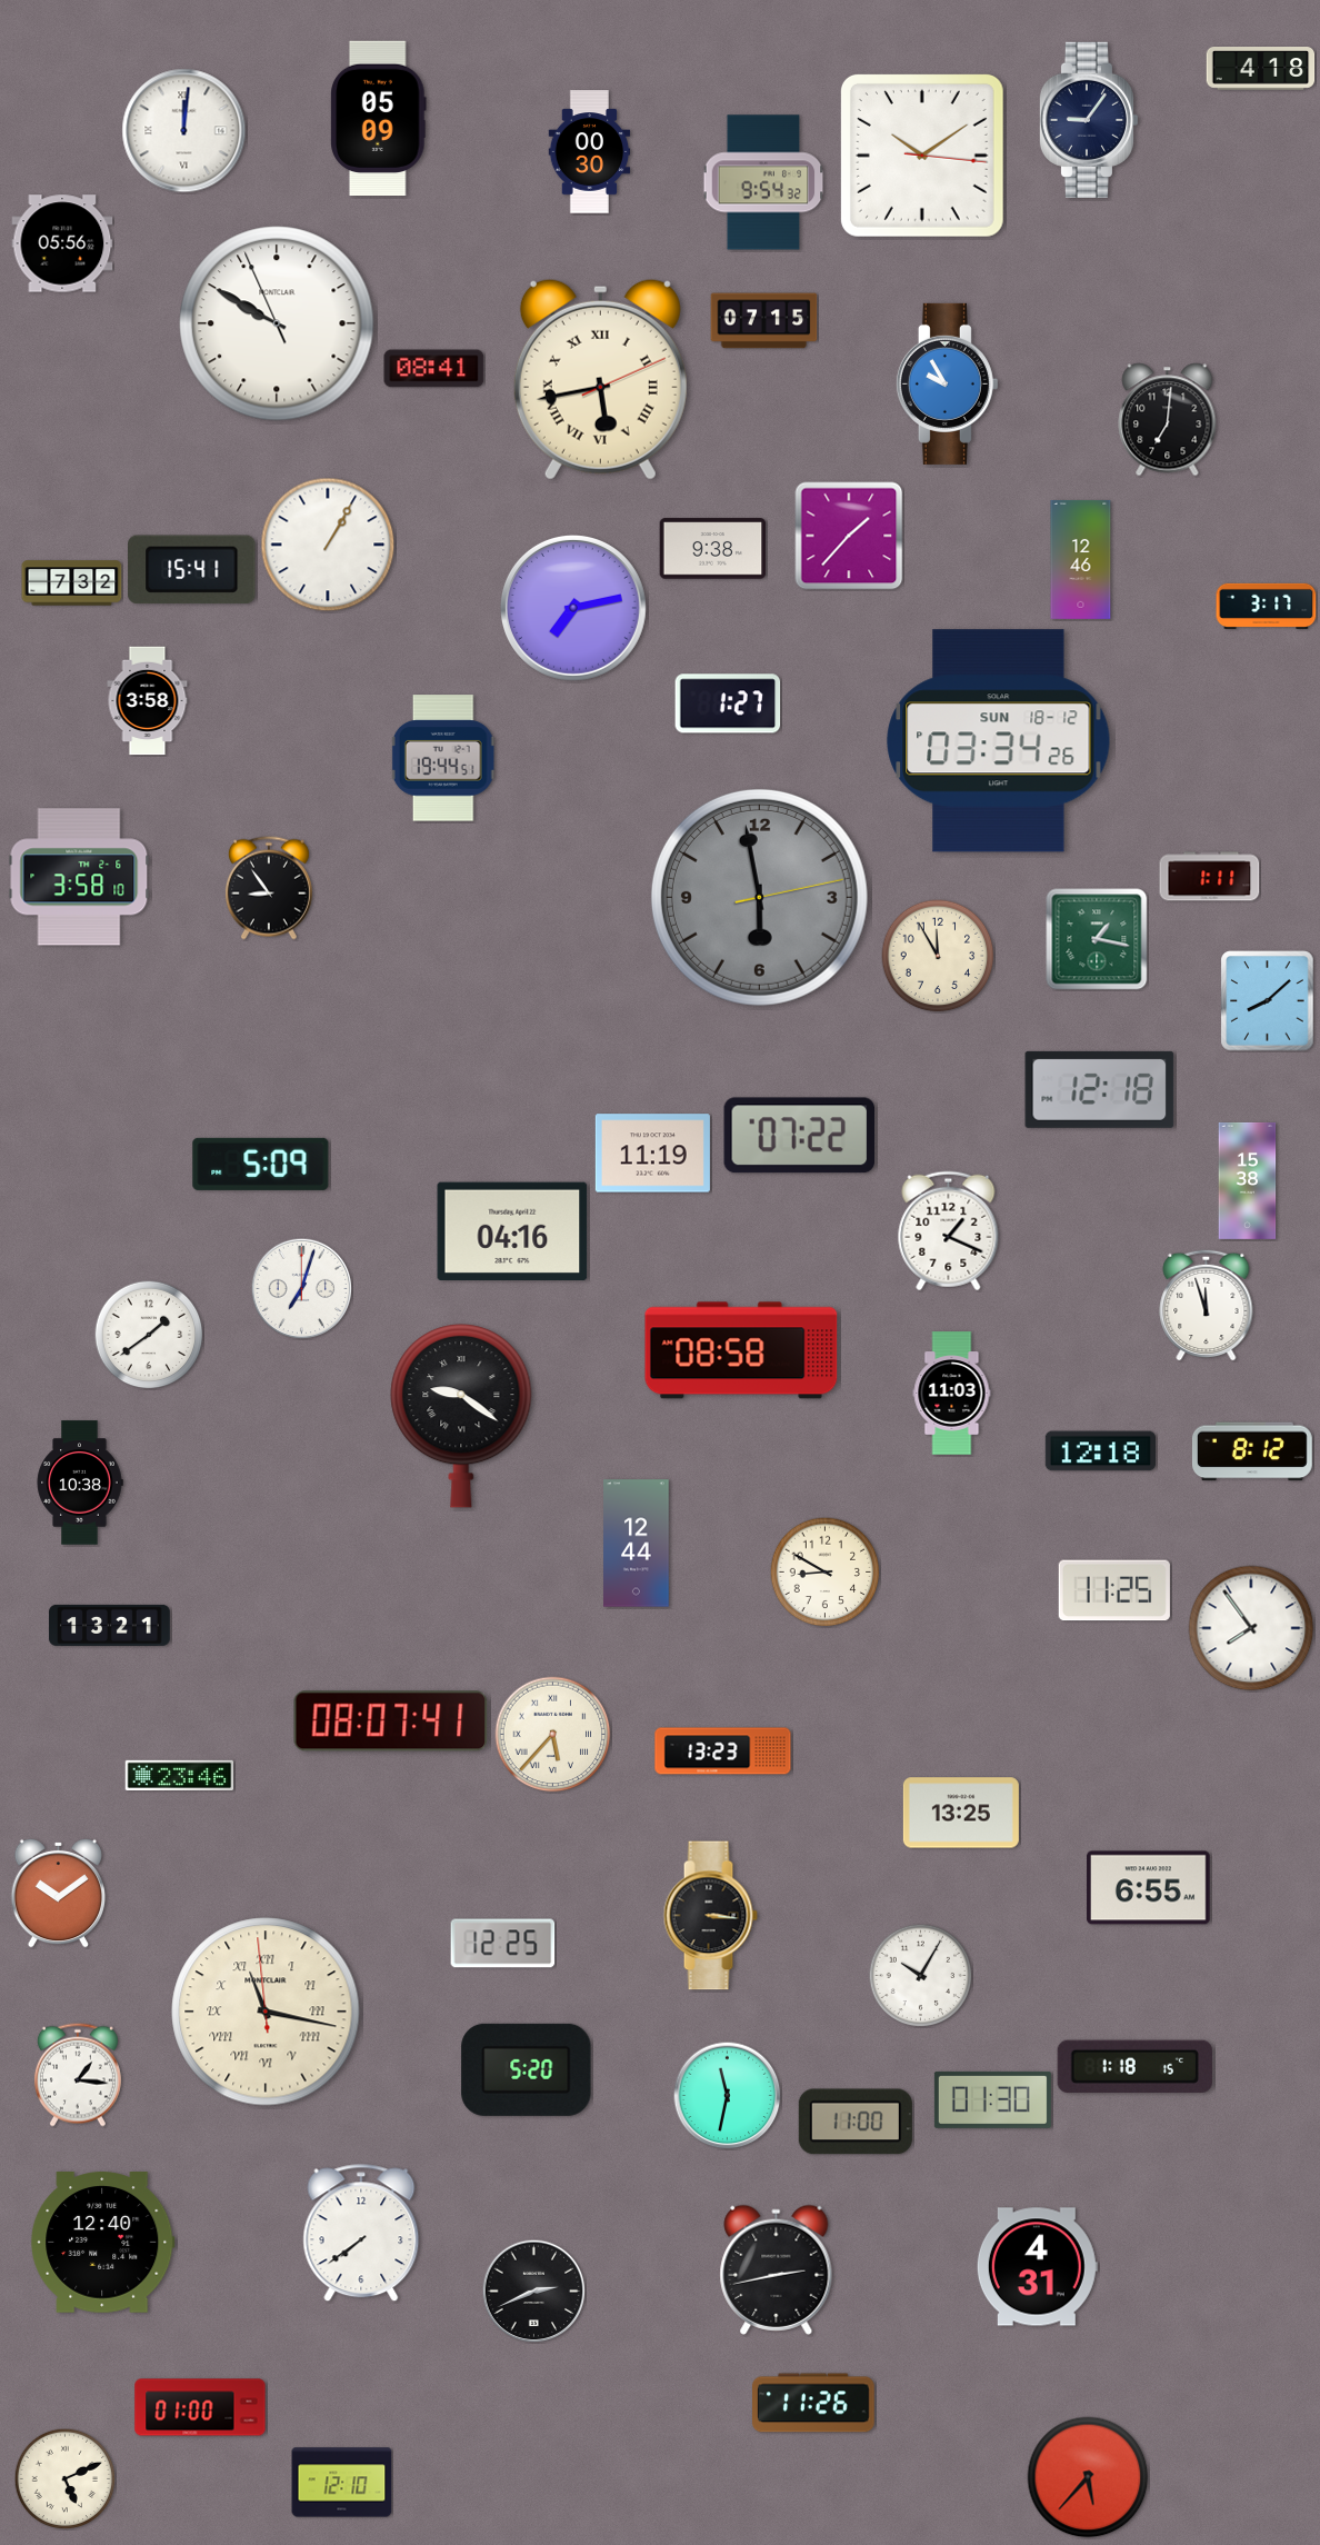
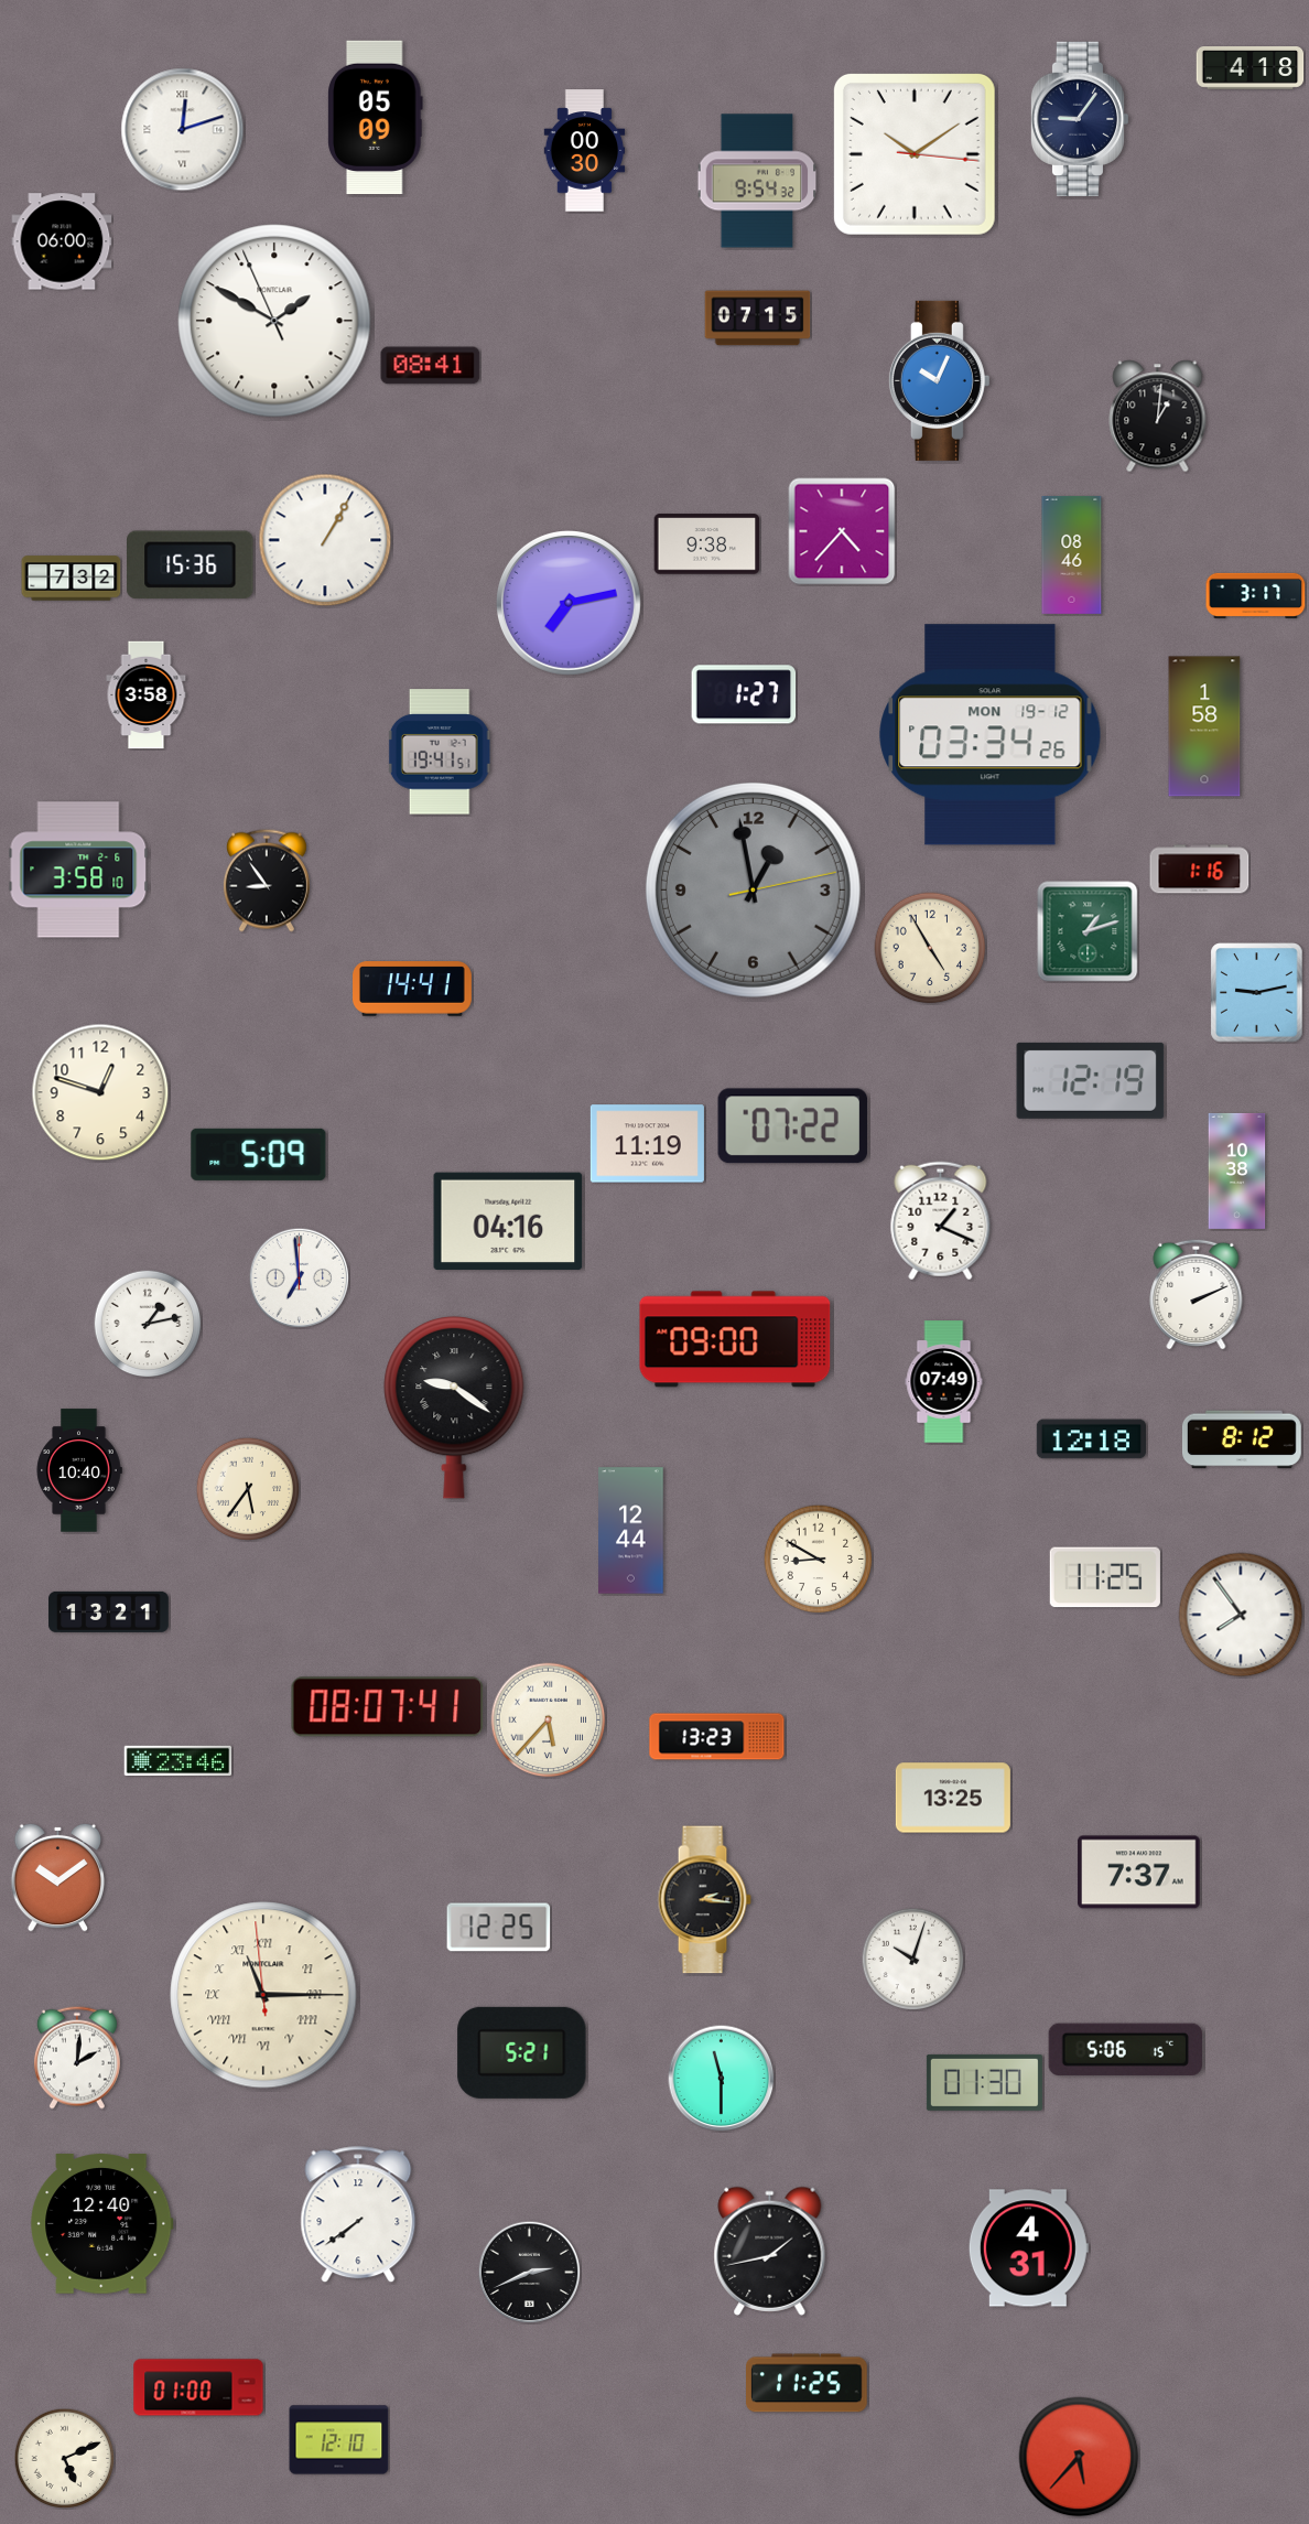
clock at (184, 131): 12:01 -> 12:12
clock at (62, 243): 05:56 -> 06:00
clock at (277, 323): 9:49 -> 1:49
clock at (600, 379): 5:43 -> none
clock at (947, 383): 9:55 -> 10:04
clock at (1168, 420): 7:01 -> 1:01
clock at (849, 536): 1:37 -> 4:37
clock at (1081, 559): 12:46 -> 08:46
clock at (192, 570): 15:41 -> 15:36
clock at (1267, 606) position: (1267, 606) -> (1256, 595)
clock at (728, 703) position: (728, 703) -> (744, 694)
clock at (1204, 726): none -> 1:58
clock at (999, 741) date: SUN 18-12 -> MON 19-12
clock at (443, 758): 19:44 -> 19:41
clock at (1210, 877): 1:11 -> 1:16
clock at (759, 897): 5:58 -> 12:58
clock at (1097, 939): 1:17 -> 1:12
clock at (938, 956): 11:55 -> 4:55
clock at (413, 989): none -> 14:41
clock at (1268, 1001): 8:08 -> 9:13
clock at (1100, 1089): 12:18 -> 12:19
clock at (100, 1092): none -> 12:48
clock at (1248, 1180): 15:38 -> 10:38
clock at (301, 1288): 7:03 -> 6:59
clock at (1207, 1305): 11:57 -> 2:11
clock at (149, 1335): 1:39 -> 1:13
clock at (741, 1350): 08:58 -> 09:00
clock at (952, 1394): 11:03 -> 07:49
clock at (461, 1416) position: (461, 1416) -> (454, 1407)
clock at (80, 1483): 10:38 -> 10:40
clock at (248, 1489): none -> 5:36
clock at (1149, 1888): 6:55 -> 7:37
clock at (710, 1916): 3:16 -> 2:16
clock at (920, 1975): 10:05 -> 10:03
clock at (266, 2012): 11:16 -> 11:14
clock at (1134, 2066): 1:18 -> 5:06
clock at (527, 2069): 5:20 -> 5:21
clock at (78, 2075): 1:16 -> 2:01
clock at (728, 2096): 11:32 -> 11:30
clock at (856, 2122): 11:00 -> none
clock at (777, 2269): 2:43 -> 1:43
clock at (814, 2403): 11:26 -> 11:25
clock at (342, 2483) position: (342, 2483) -> (339, 2440)
